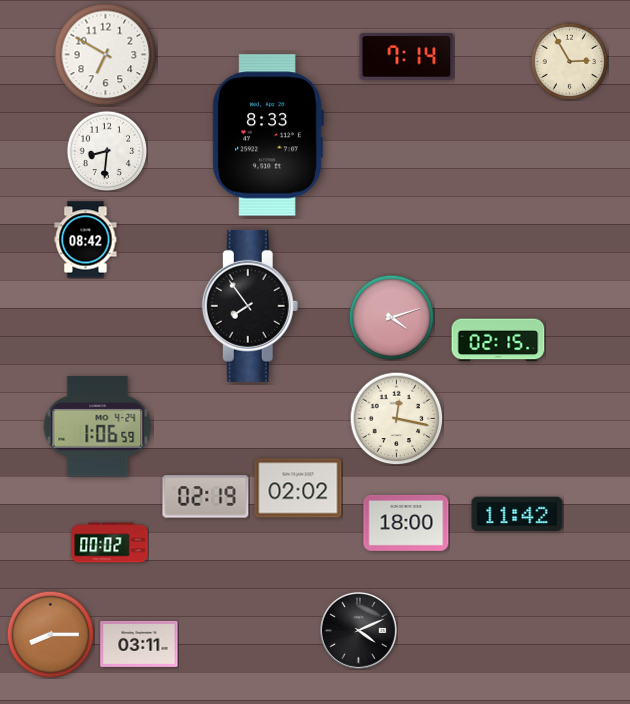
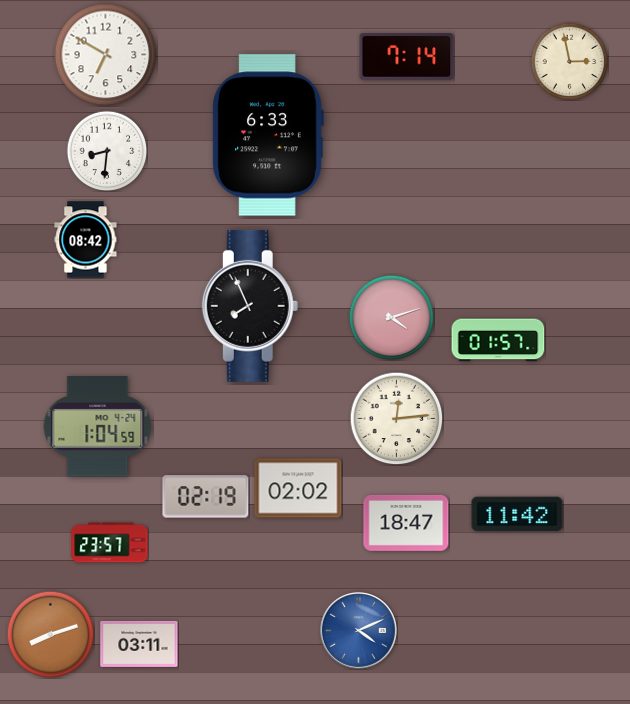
clock at (569, 61): 2:55 -> 2:58
clock at (268, 135): 8:33 -> 6:33
clock at (250, 306): 7:54 -> 7:56
clock at (498, 340): 02:15 -> 01:57
clock at (396, 418): 12:17 -> 12:14
clock at (98, 427): 1:06 -> 1:04
clock at (406, 523): 18:00 -> 18:47
clock at (110, 543): 00:02 -> 23:57
clock at (358, 630) dial: black -> blue
clock at (50, 634): 8:15 -> 8:12
